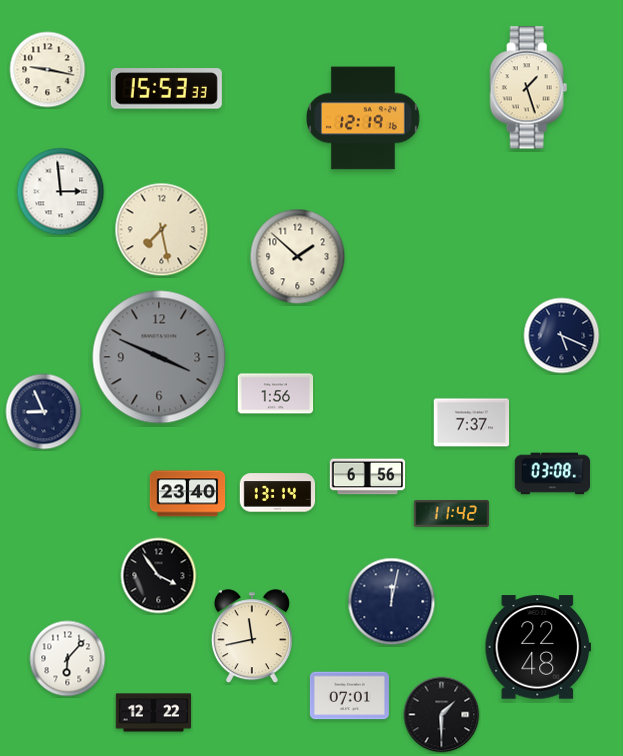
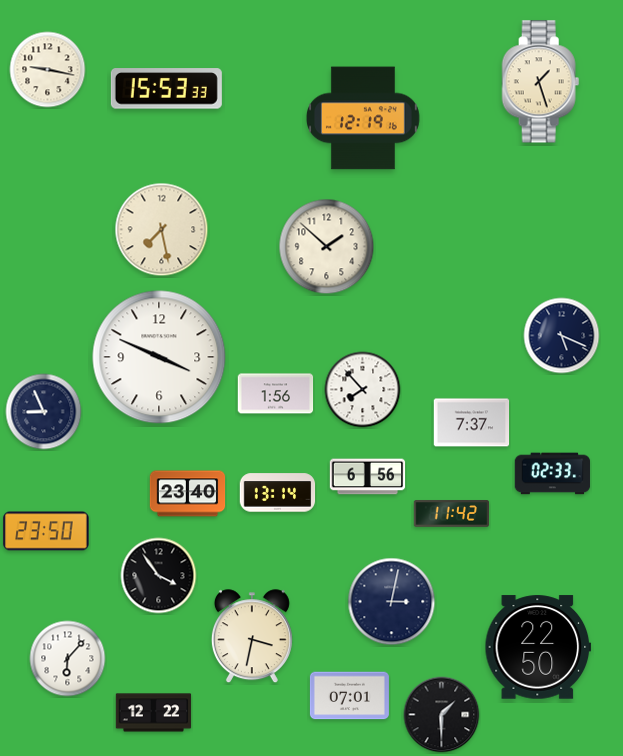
clock at (529, 88) position: (529, 88) -> (541, 82)
clock at (61, 192): 2:59 -> none
clock at (298, 257) position: (298, 257) -> (327, 247)
clock at (159, 357) dial: grey -> white
clock at (363, 390): none -> 7:53
clock at (553, 474): 03:08 -> 02:33
clock at (46, 531): none -> 23:50
clock at (392, 602): 12:02 -> 3:02
clock at (252, 637): 11:43 -> 3:32
clock at (538, 647): 22:48 -> 22:50
